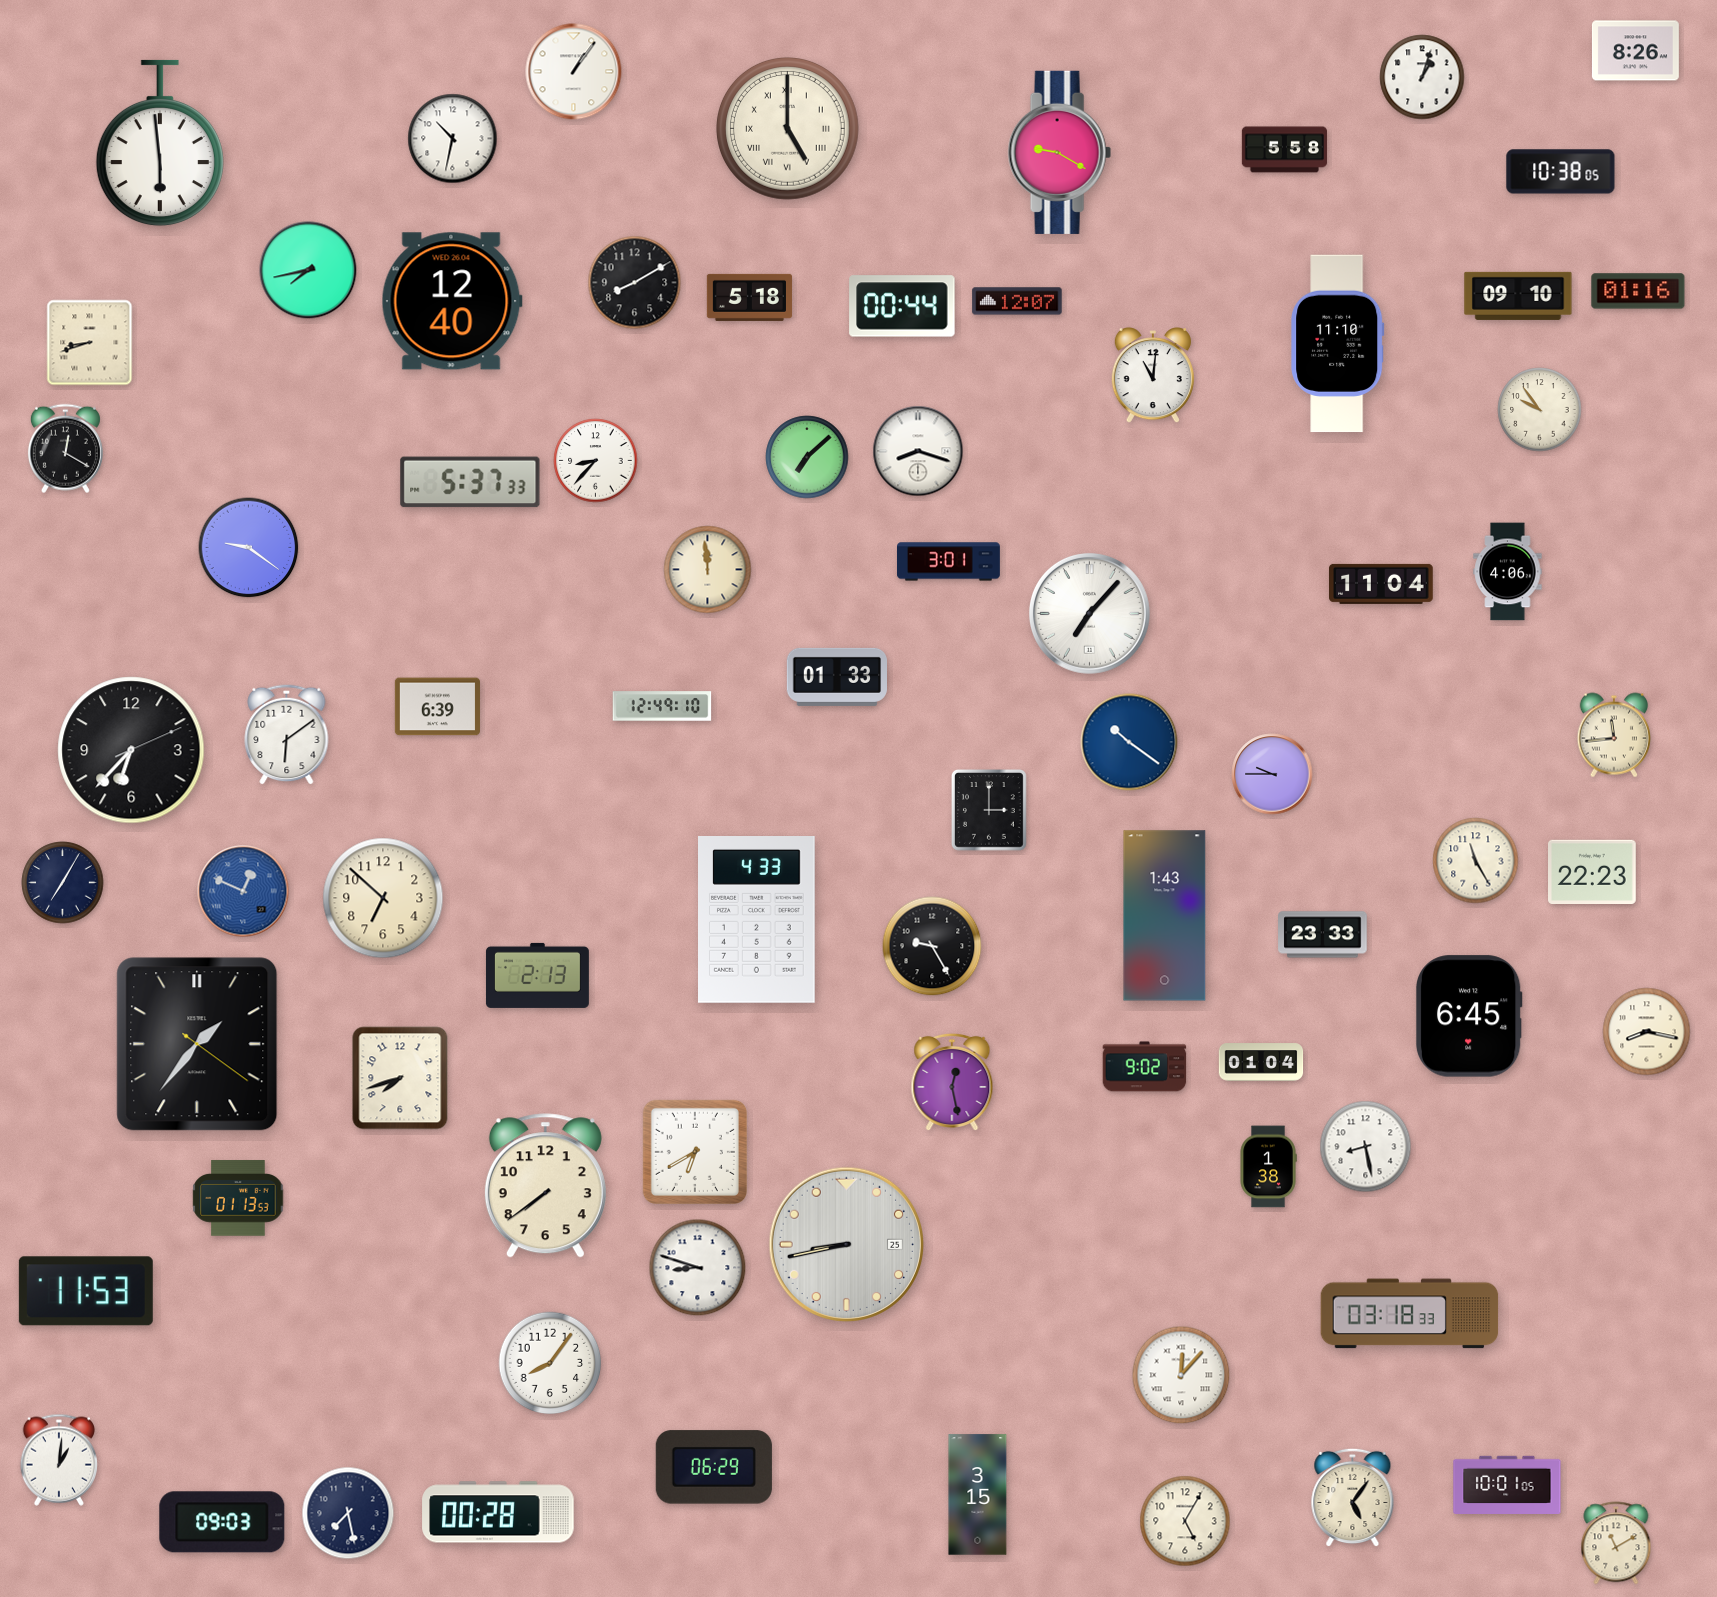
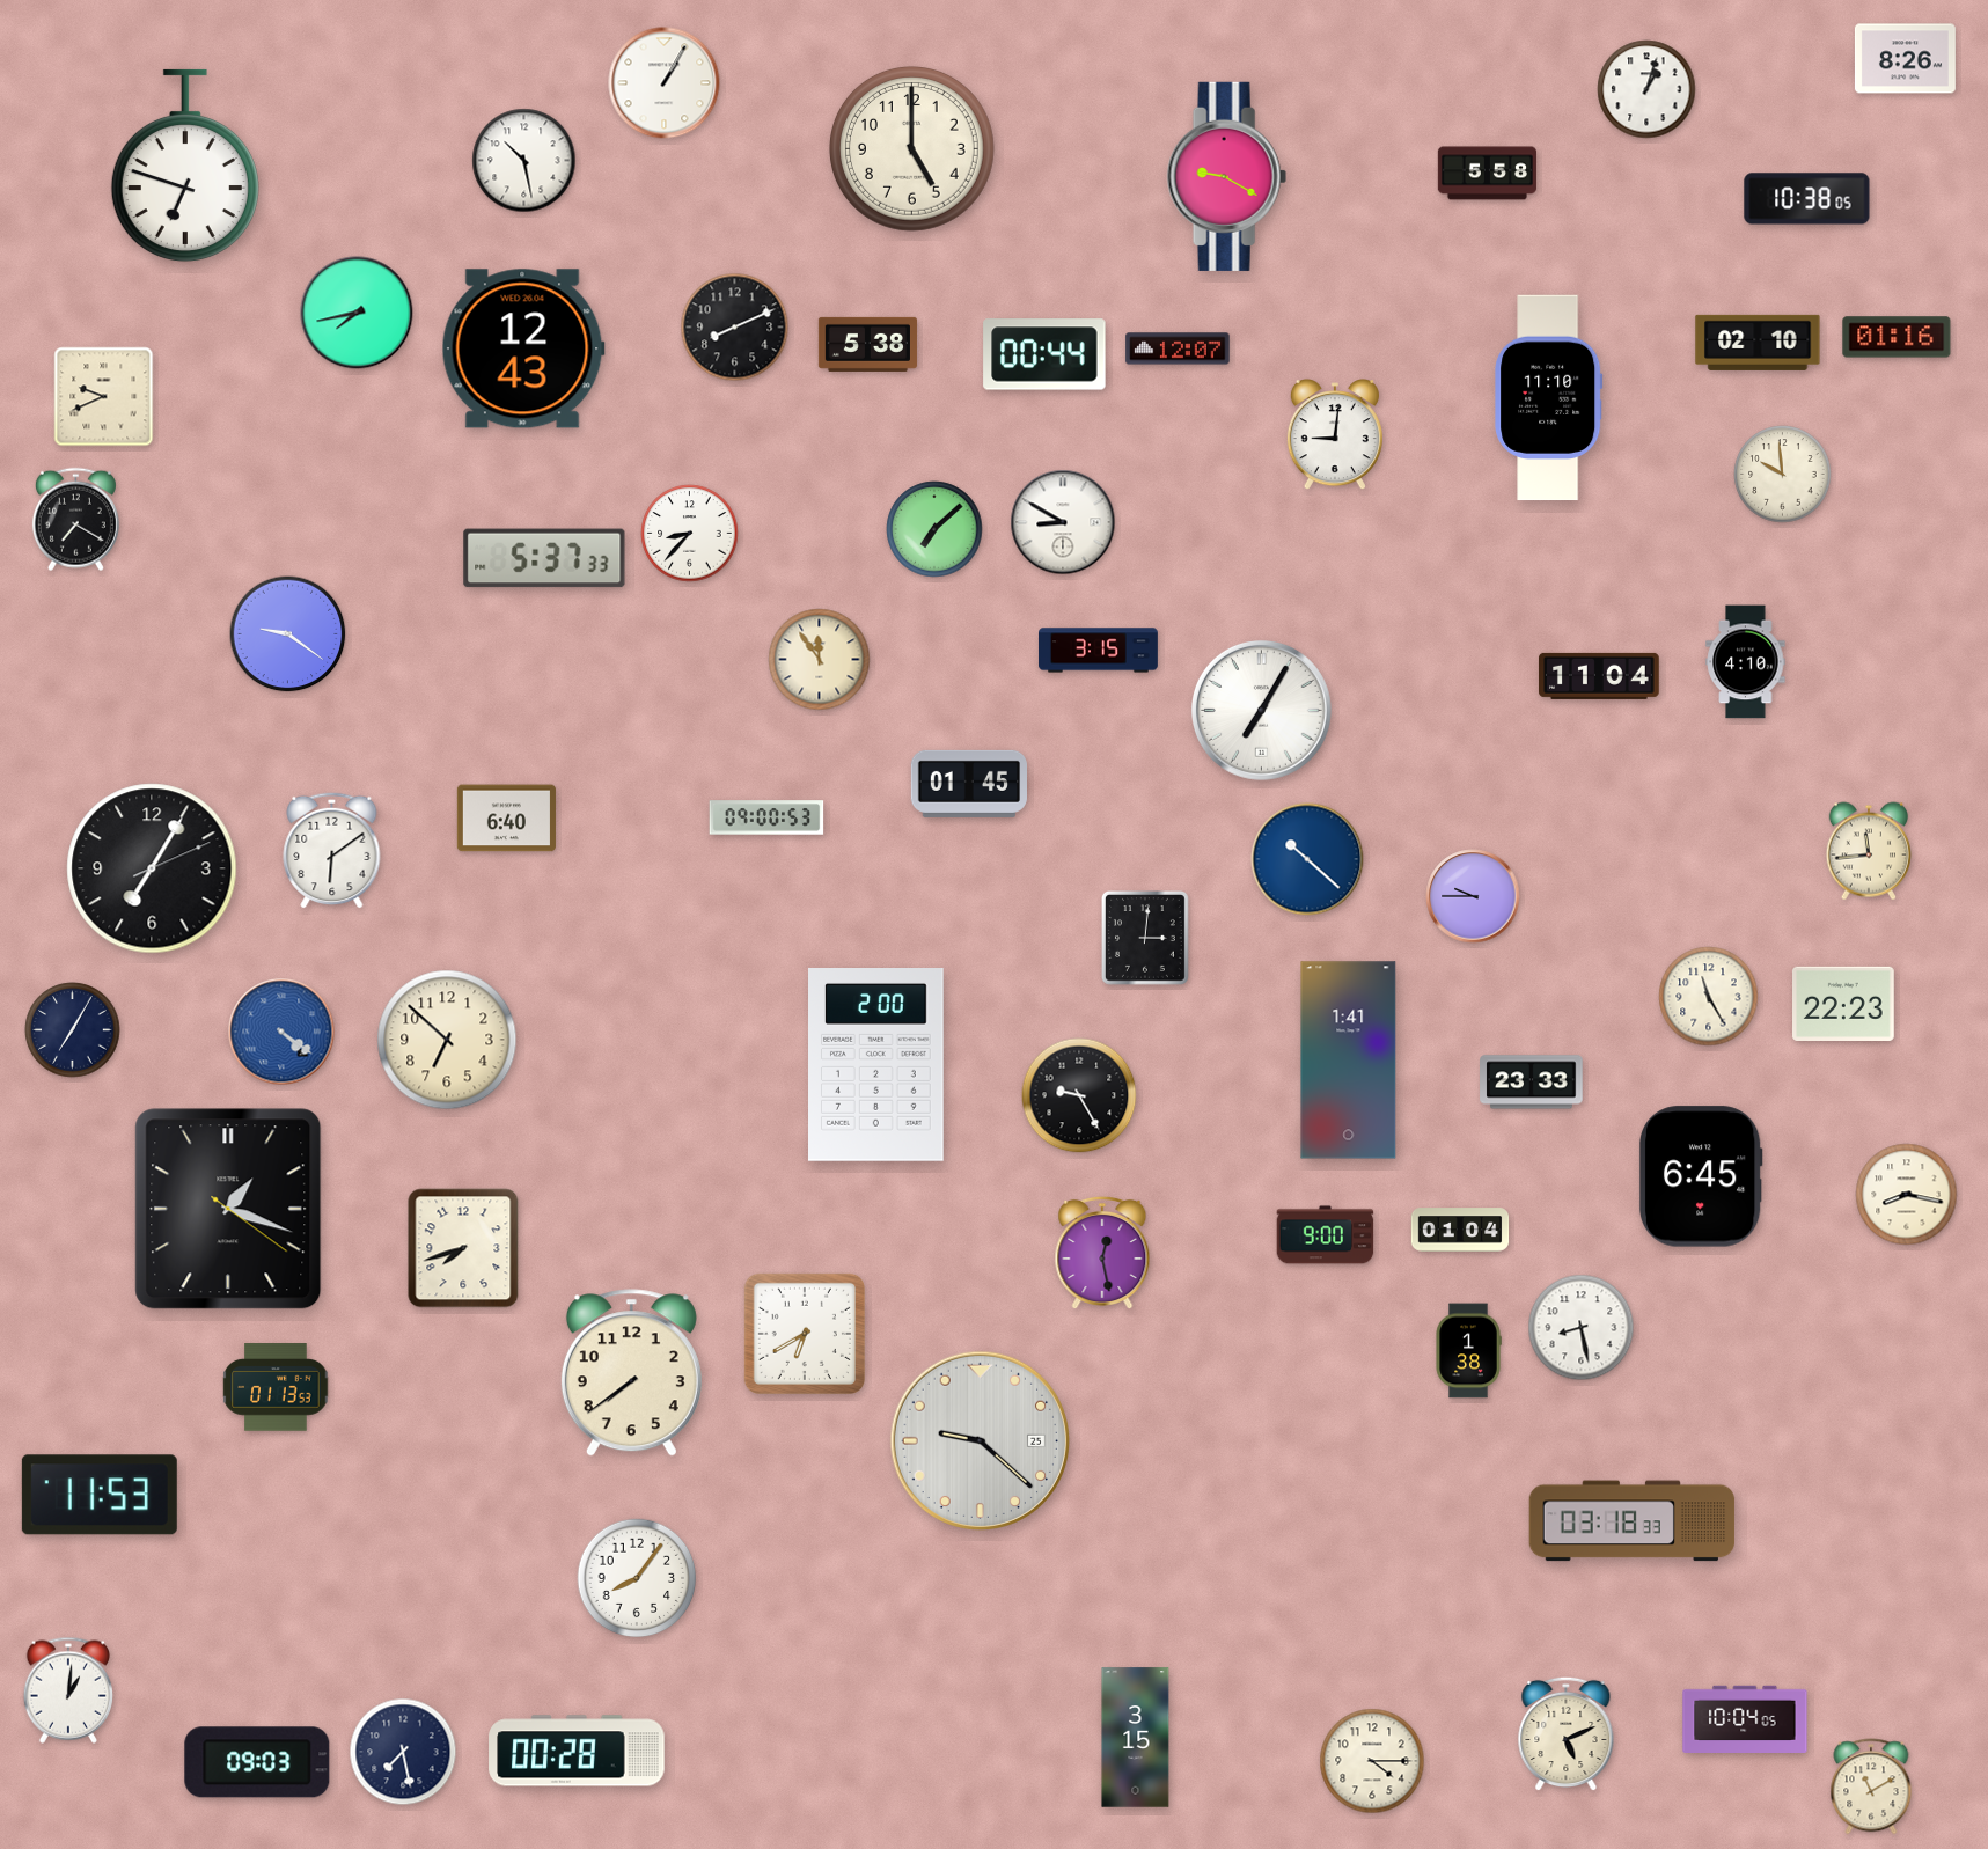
clock at (1635, 51) position: (1635, 51) -> (1905, 59)
clock at (574, 72): 1:06 -> 1:05
clock at (788, 129) numerals: Roman -> Arabic
clock at (453, 139): 10:32 -> 10:28
clock at (160, 143): 5:59 -> 6:48
clock at (635, 283): 8:10 -> 8:11
clock at (1518, 296): 09:10 -> 02:10
clock at (749, 297): 5:18 -> 5:38
clock at (452, 301): 12:40 -> 12:43
clock at (90, 343): 8:42 -> 9:41
clock at (1153, 376): 11:01 -> 9:01
clock at (1540, 410): 9:54 -> 9:59
clock at (65, 449): 12:20 -> 7:20
clock at (918, 451): 8:18 -> 8:50
clock at (949, 562): 3:01 -> 3:15
clock at (708, 570): 11:59 -> 11:54
clock at (1508, 572): 4:06 -> 4:10
clock at (1089, 613): 7:07 -> 7:05
clock at (836, 677): 01:33 -> 01:45
clock at (662, 706): 12:49 -> 09:00
clock at (437, 707): 6:39 -> 6:40
clock at (1129, 742): 10:21 -> 10:22
clock at (131, 750): 6:37 -> 7:05
clock at (989, 811): 3:00 -> 3:01
clock at (1593, 871) position: (1593, 871) -> (1844, 1003)
clock at (63, 883) position: (63, 883) -> (73, 1030)
clock at (243, 891): 12:49 -> 4:21
clock at (383, 898) position: (383, 898) -> (447, 1040)
clock at (1165, 916): 1:43 -> 1:41
clock at (757, 920): 4:33 -> 2:00
clock at (537, 975): 2:13 -> none
clock at (197, 1044): 1:36 -> 1:18
clock at (1145, 1067): 9:02 -> 9:00
clock at (846, 1244): 8:43 -> 9:22
clock at (698, 1268): 8:48 -> none
clock at (1181, 1375): 12:07 -> none
clock at (714, 1467): 06:29 -> none
clock at (1507, 1484): 10:01 -> 10:04
clock at (978, 1495) position: (978, 1495) -> (1136, 1738)
clock at (1353, 1498): 5:06 -> 5:11
clock at (1185, 1521): 5:05 -> 4:15
